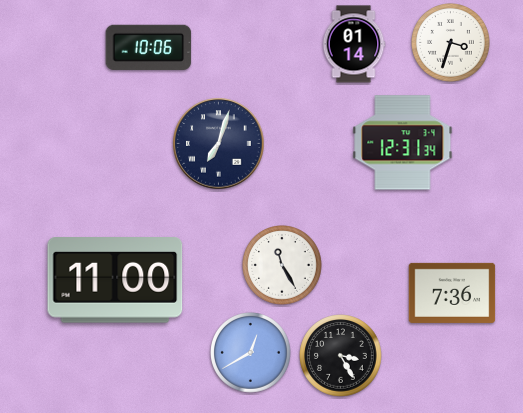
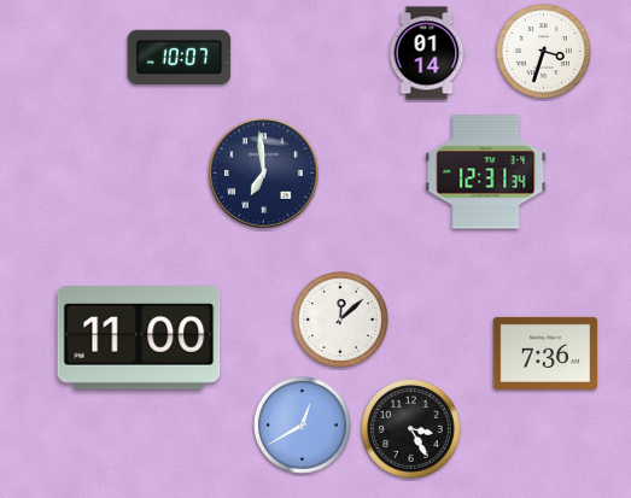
clock at (149, 47): 10:06 -> 10:07
clock at (219, 144): 7:03 -> 6:59
clock at (283, 266): 11:25 -> 12:08
